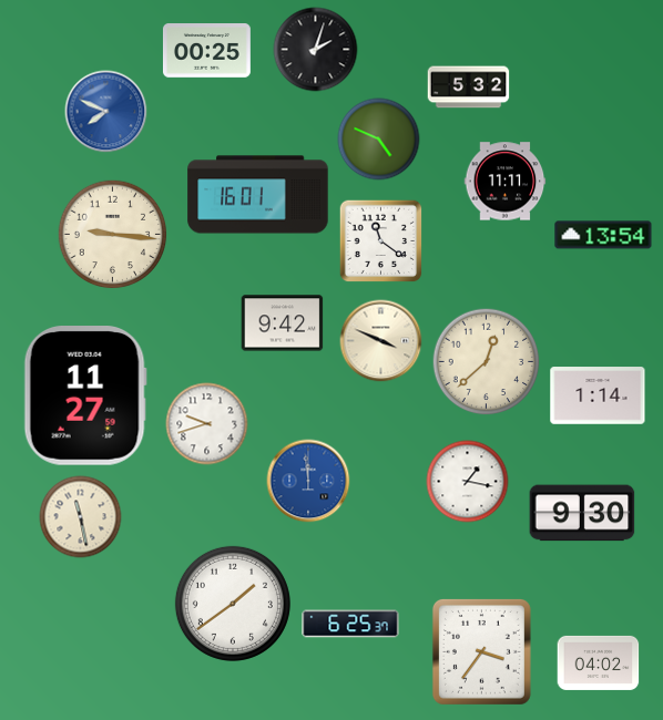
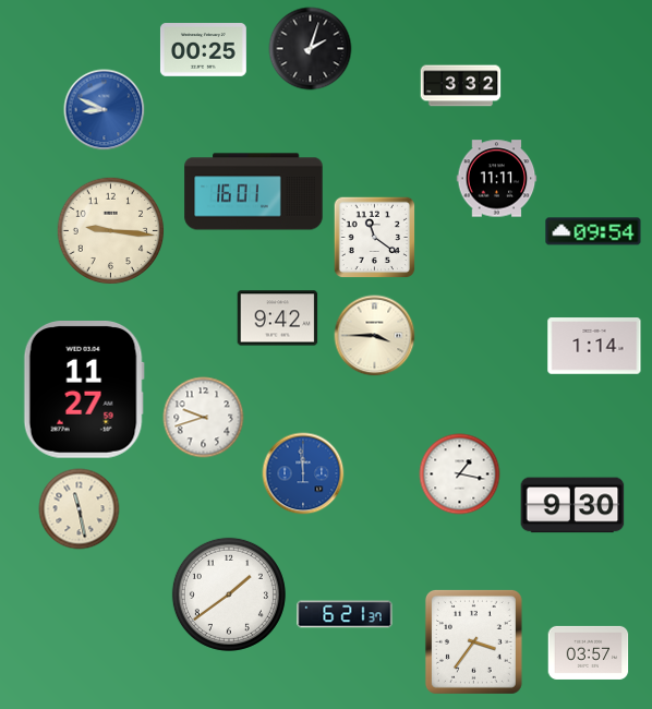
clock at (469, 88): 5:32 -> 3:32
clock at (106, 112): 7:49 -> 8:49
clock at (379, 140): 4:49 -> none
clock at (603, 235): 13:54 -> 09:54
clock at (381, 341): 3:49 -> 3:45
clock at (487, 362): 12:38 -> none
clock at (598, 395) position: (598, 395) -> (594, 346)
clock at (350, 624): 6:25 -> 6:21
clock at (599, 662): 04:02 -> 03:57
